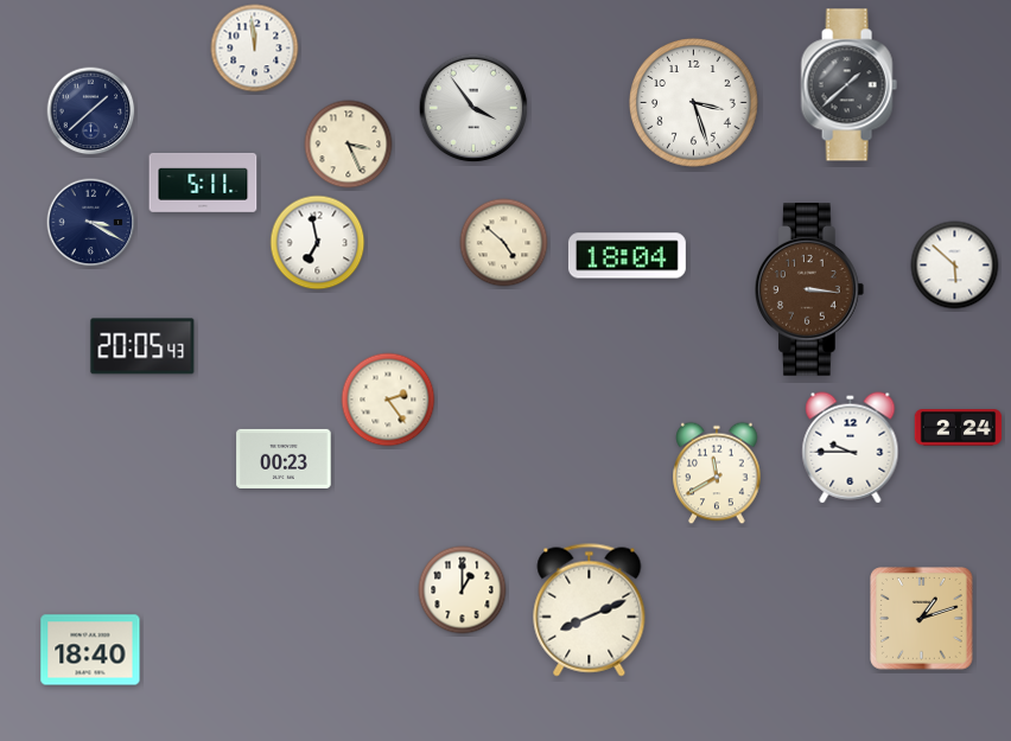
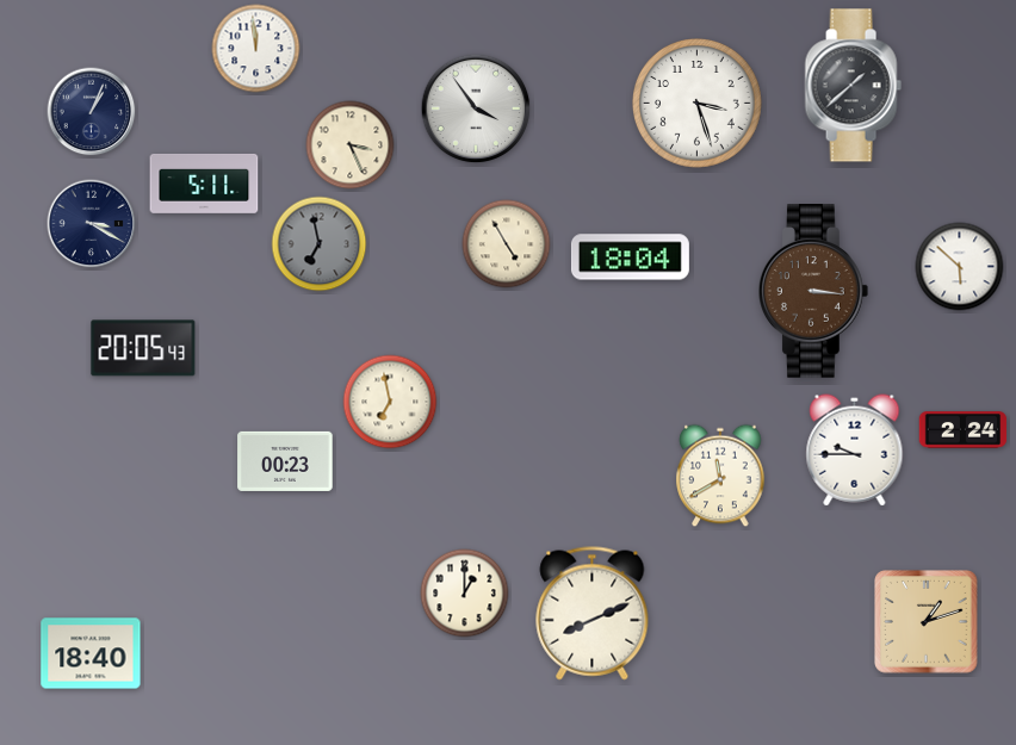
clock at (91, 111): 1:38 -> 1:04
clock at (318, 243) dial: white -> grey
clock at (504, 243): 4:52 -> 4:55
clock at (388, 400): 2:24 -> 6:58
